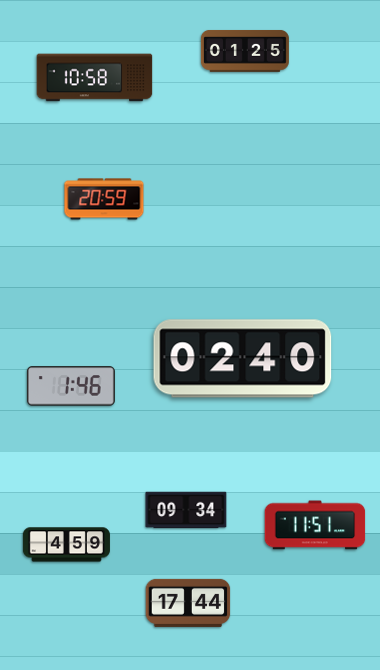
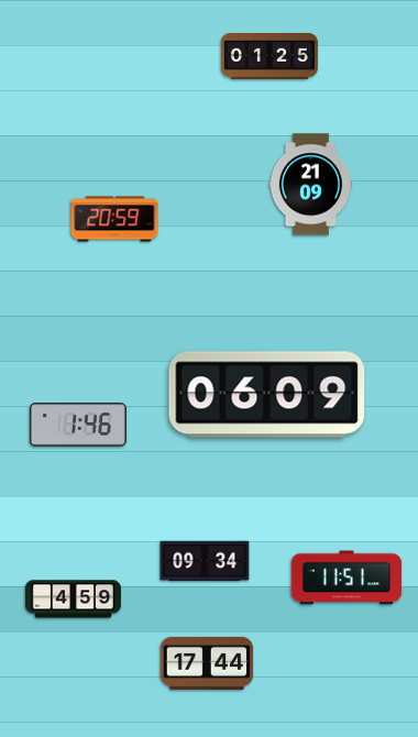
clock at (95, 78): 10:58 -> none
clock at (311, 185): none -> 21:09
clock at (243, 359): 02:40 -> 06:09
